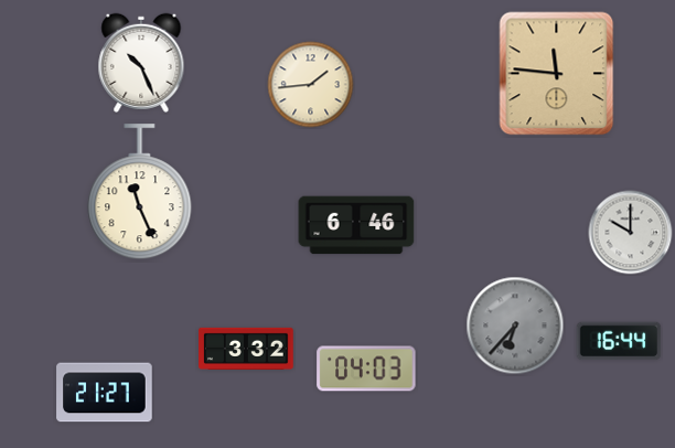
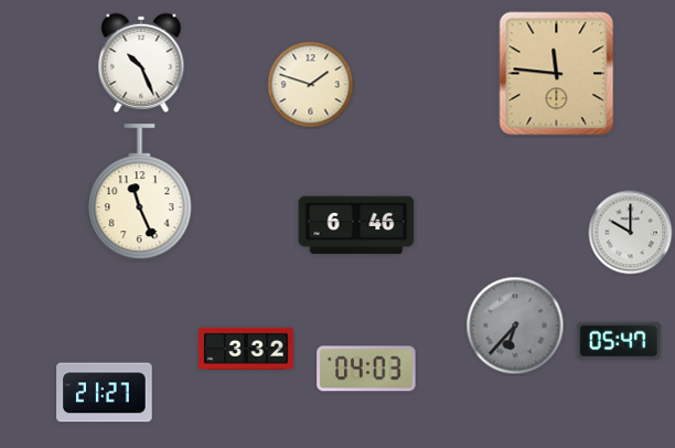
clock at (311, 85): 1:44 -> 1:48
clock at (619, 341): 16:44 -> 05:47
